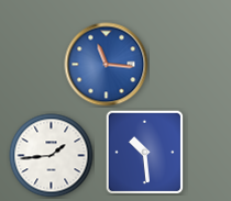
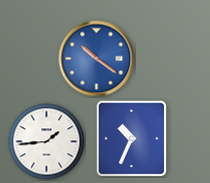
clock at (107, 65): 11:16 -> 10:21
clock at (145, 152): 10:29 -> 10:34
